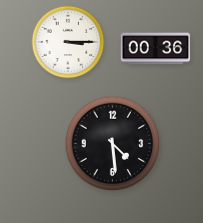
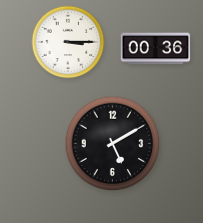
clock at (113, 144): 4:29 -> 5:10
